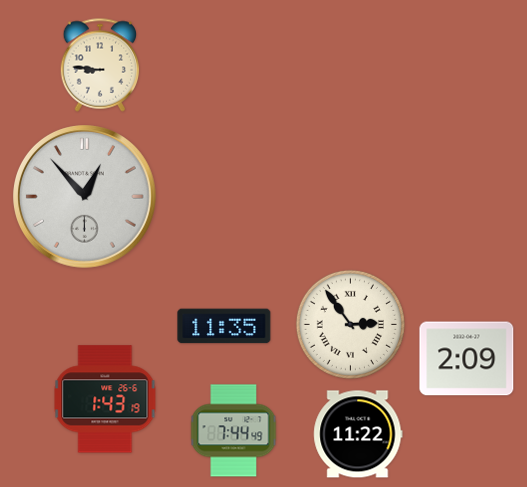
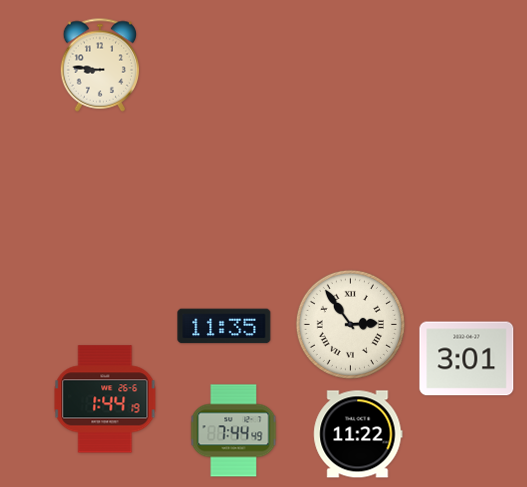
clock at (85, 197): 12:53 -> none
clock at (467, 359): 2:09 -> 3:01
clock at (105, 399): 1:43 -> 1:44
